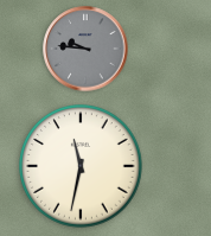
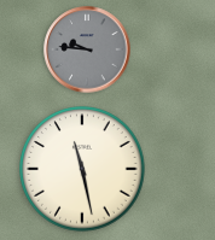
clock at (81, 166): 11:32 -> 11:28
